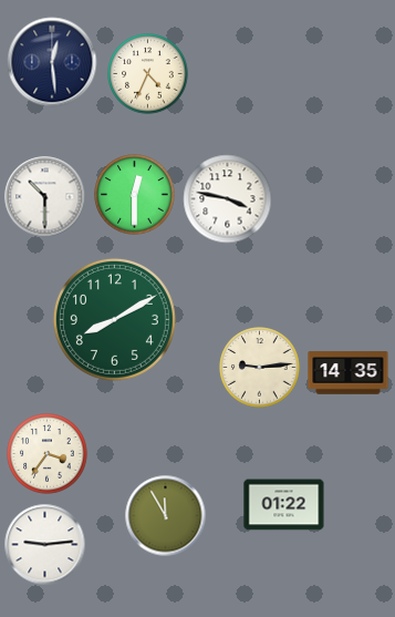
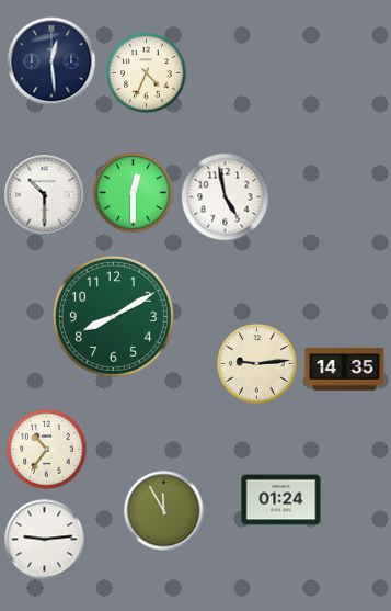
clock at (228, 199): 3:47 -> 4:58
clock at (48, 454): 3:36 -> 10:36
clock at (284, 505): 01:22 -> 01:24
